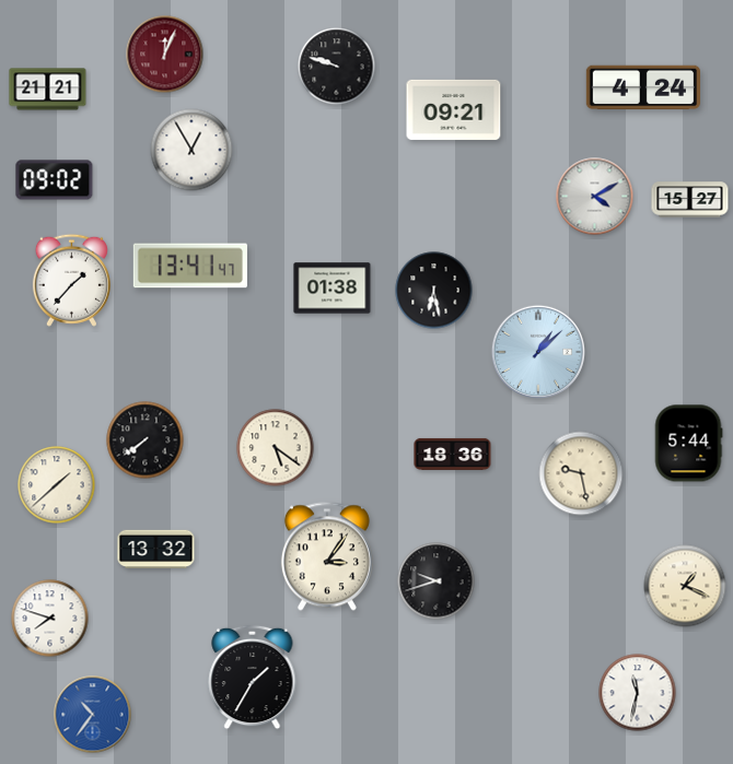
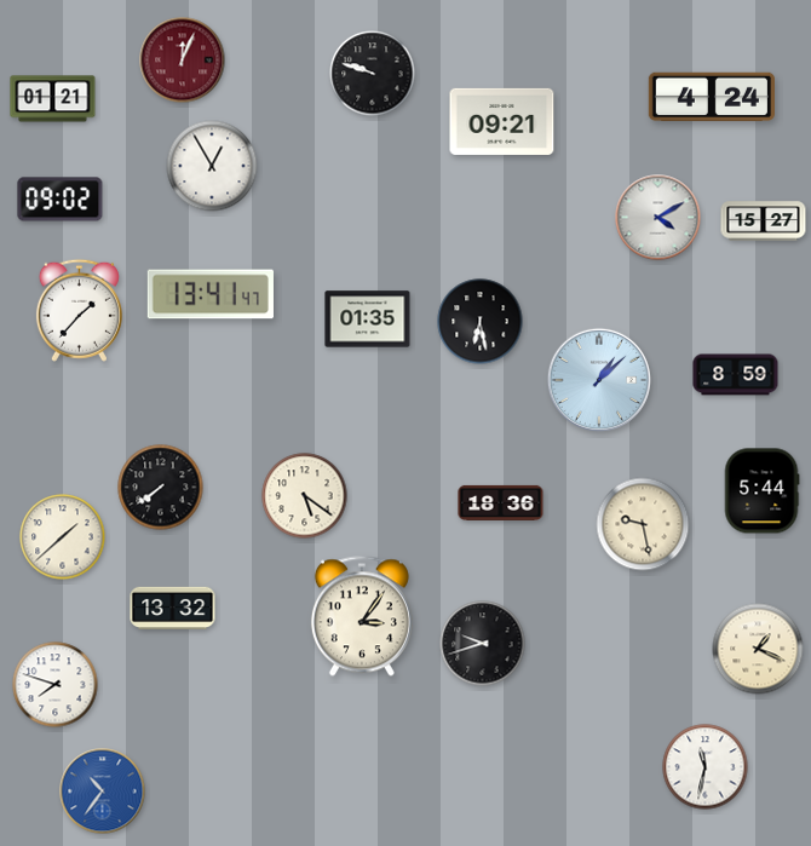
clock at (48, 90): 21:21 -> 01:21
clock at (333, 289): 01:38 -> 01:35
clock at (736, 375): none -> 8:59
clock at (538, 352) position: (538, 352) -> (599, 380)
clock at (253, 678): 1:35 -> none
